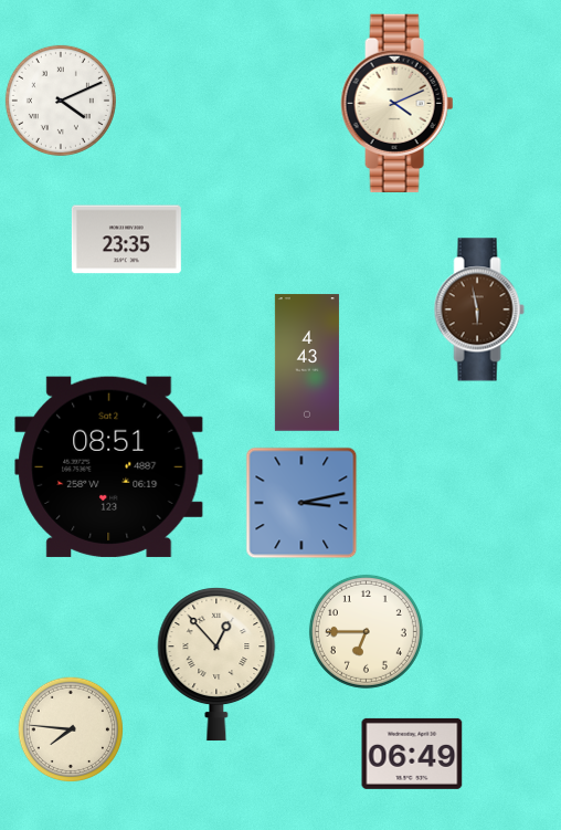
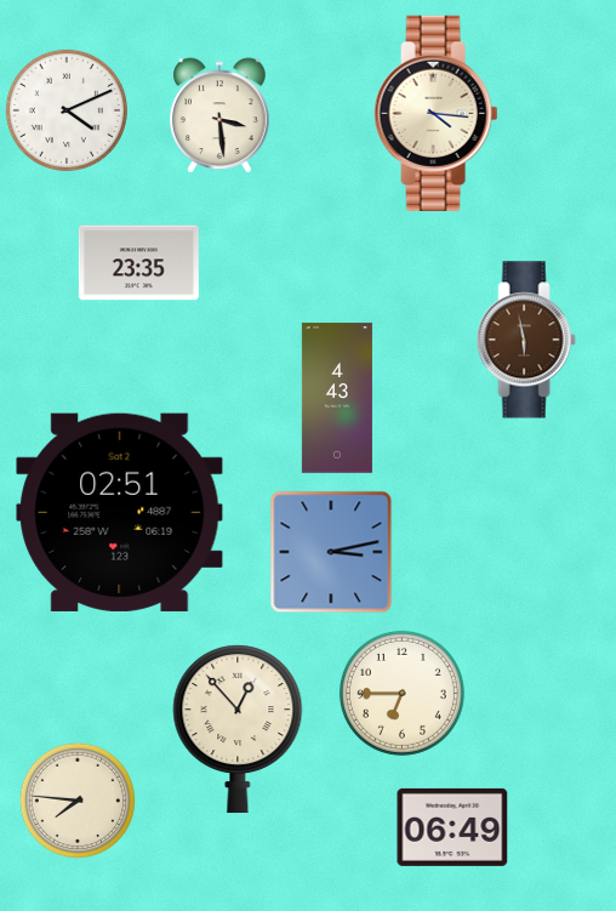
clock at (398, 103): 4:11 -> 4:16
clock at (219, 115): none -> 3:29
clock at (109, 466): 08:51 -> 02:51
